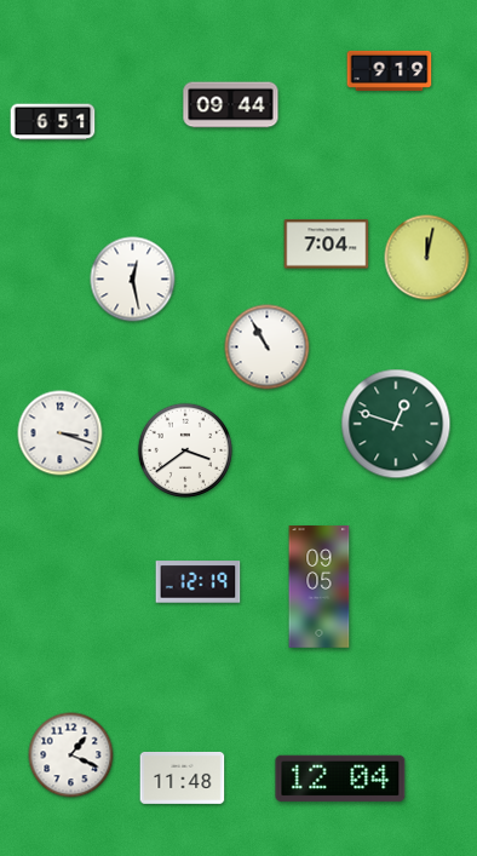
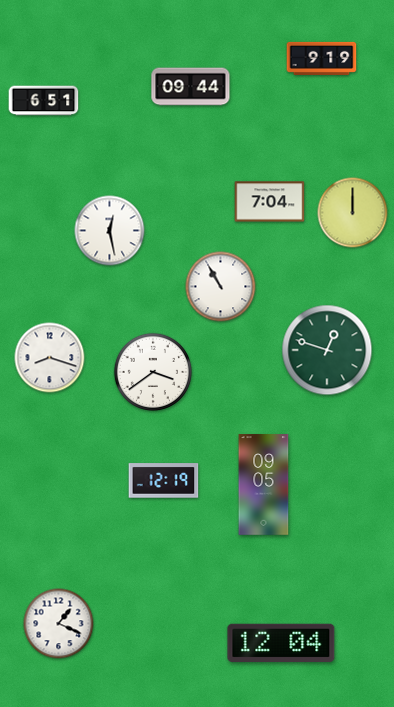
clock at (427, 258): 12:02 -> 12:00
clock at (61, 433): 3:18 -> 8:18
clock at (183, 777): 11:48 -> none
